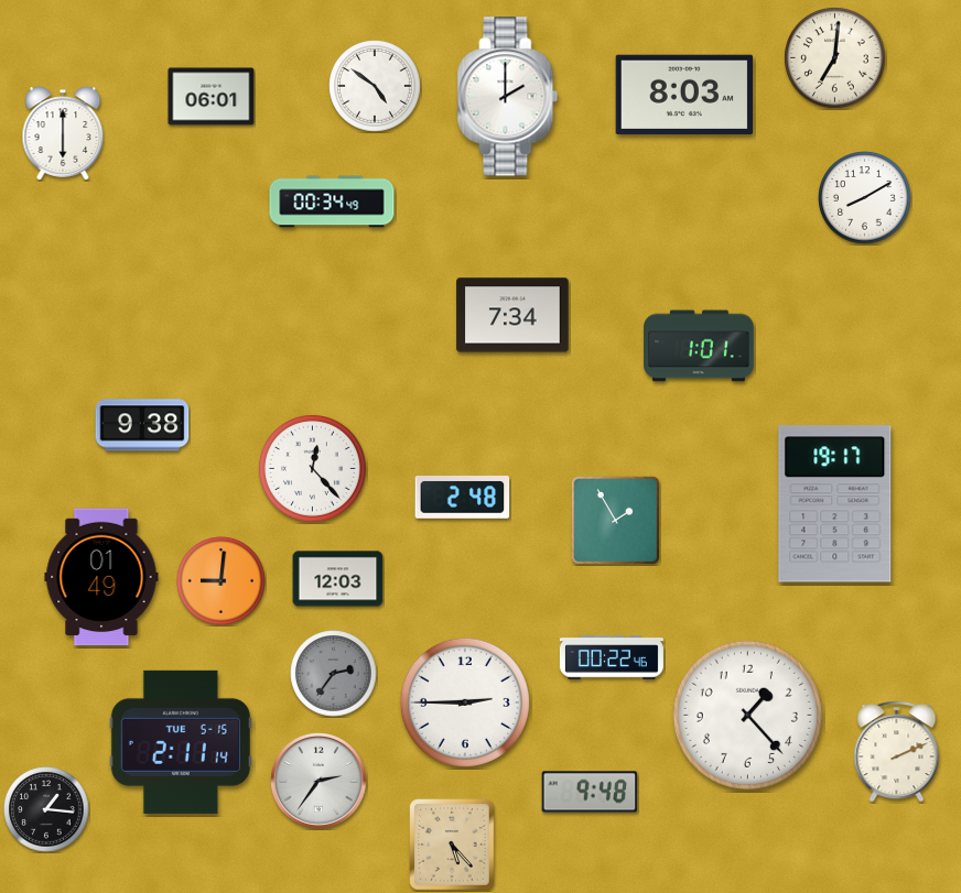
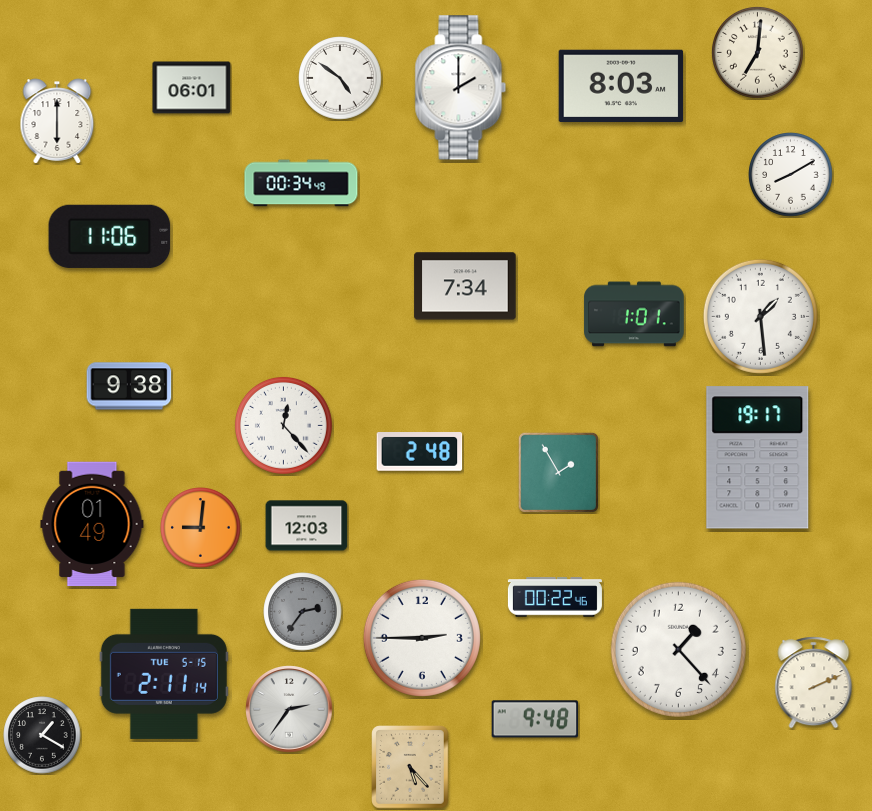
clock at (865, 198) position: (865, 198) -> (791, 175)
clock at (110, 236): none -> 11:06
clock at (760, 316): none -> 1:29
clock at (46, 809): 1:16 -> 1:20
